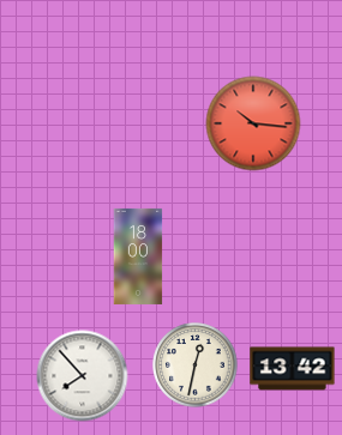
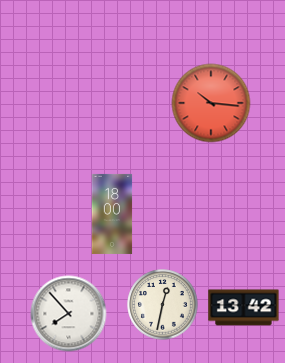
clock at (138, 256) position: (138, 256) -> (112, 214)
